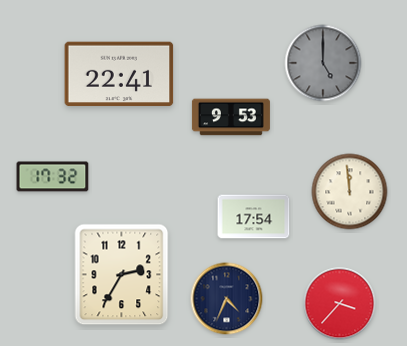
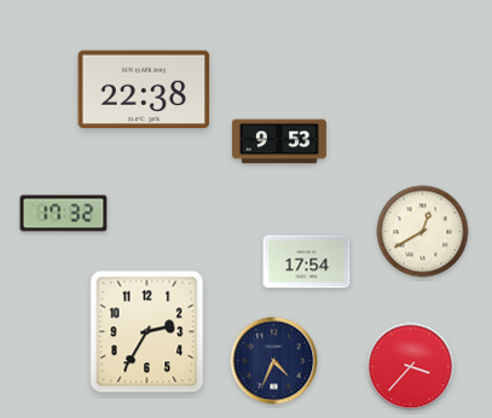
clock at (323, 63): 5:00 -> none
clock at (119, 74): 22:41 -> 22:38
clock at (350, 192): 11:59 -> 12:40
